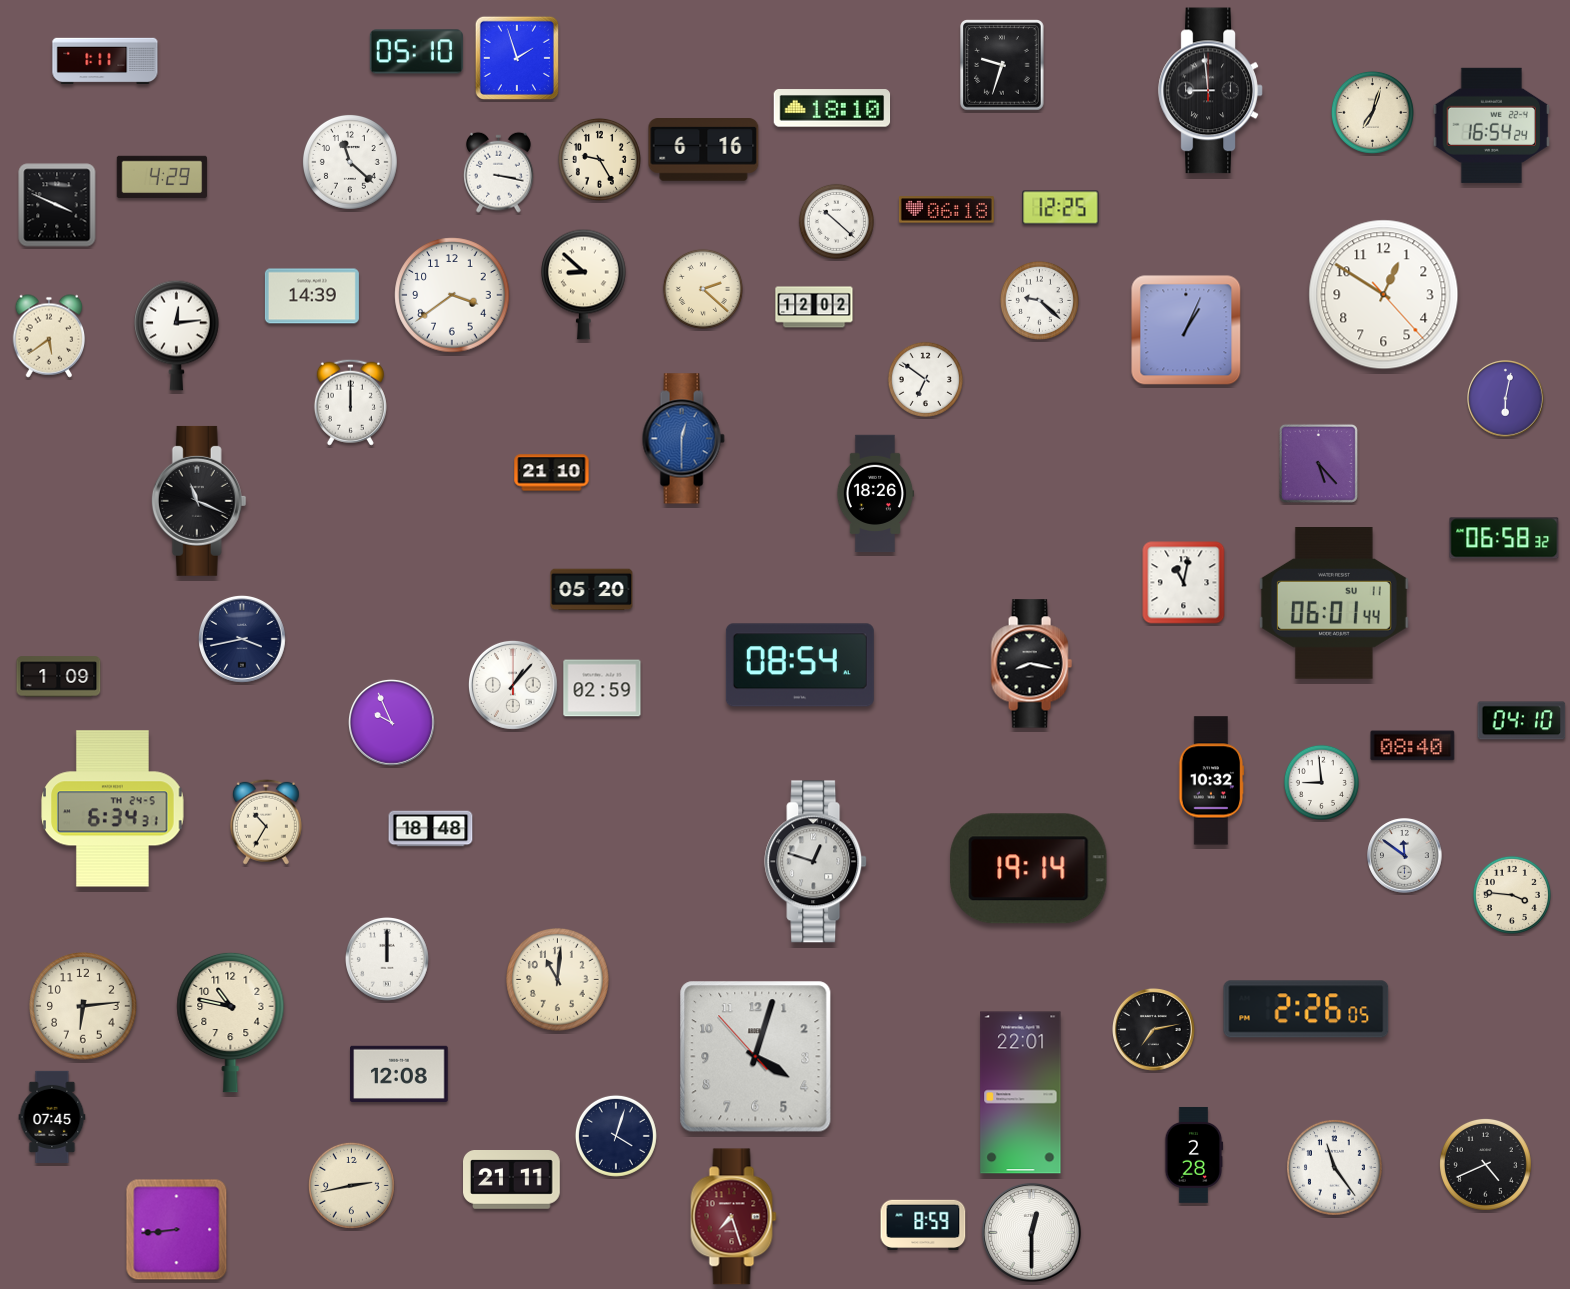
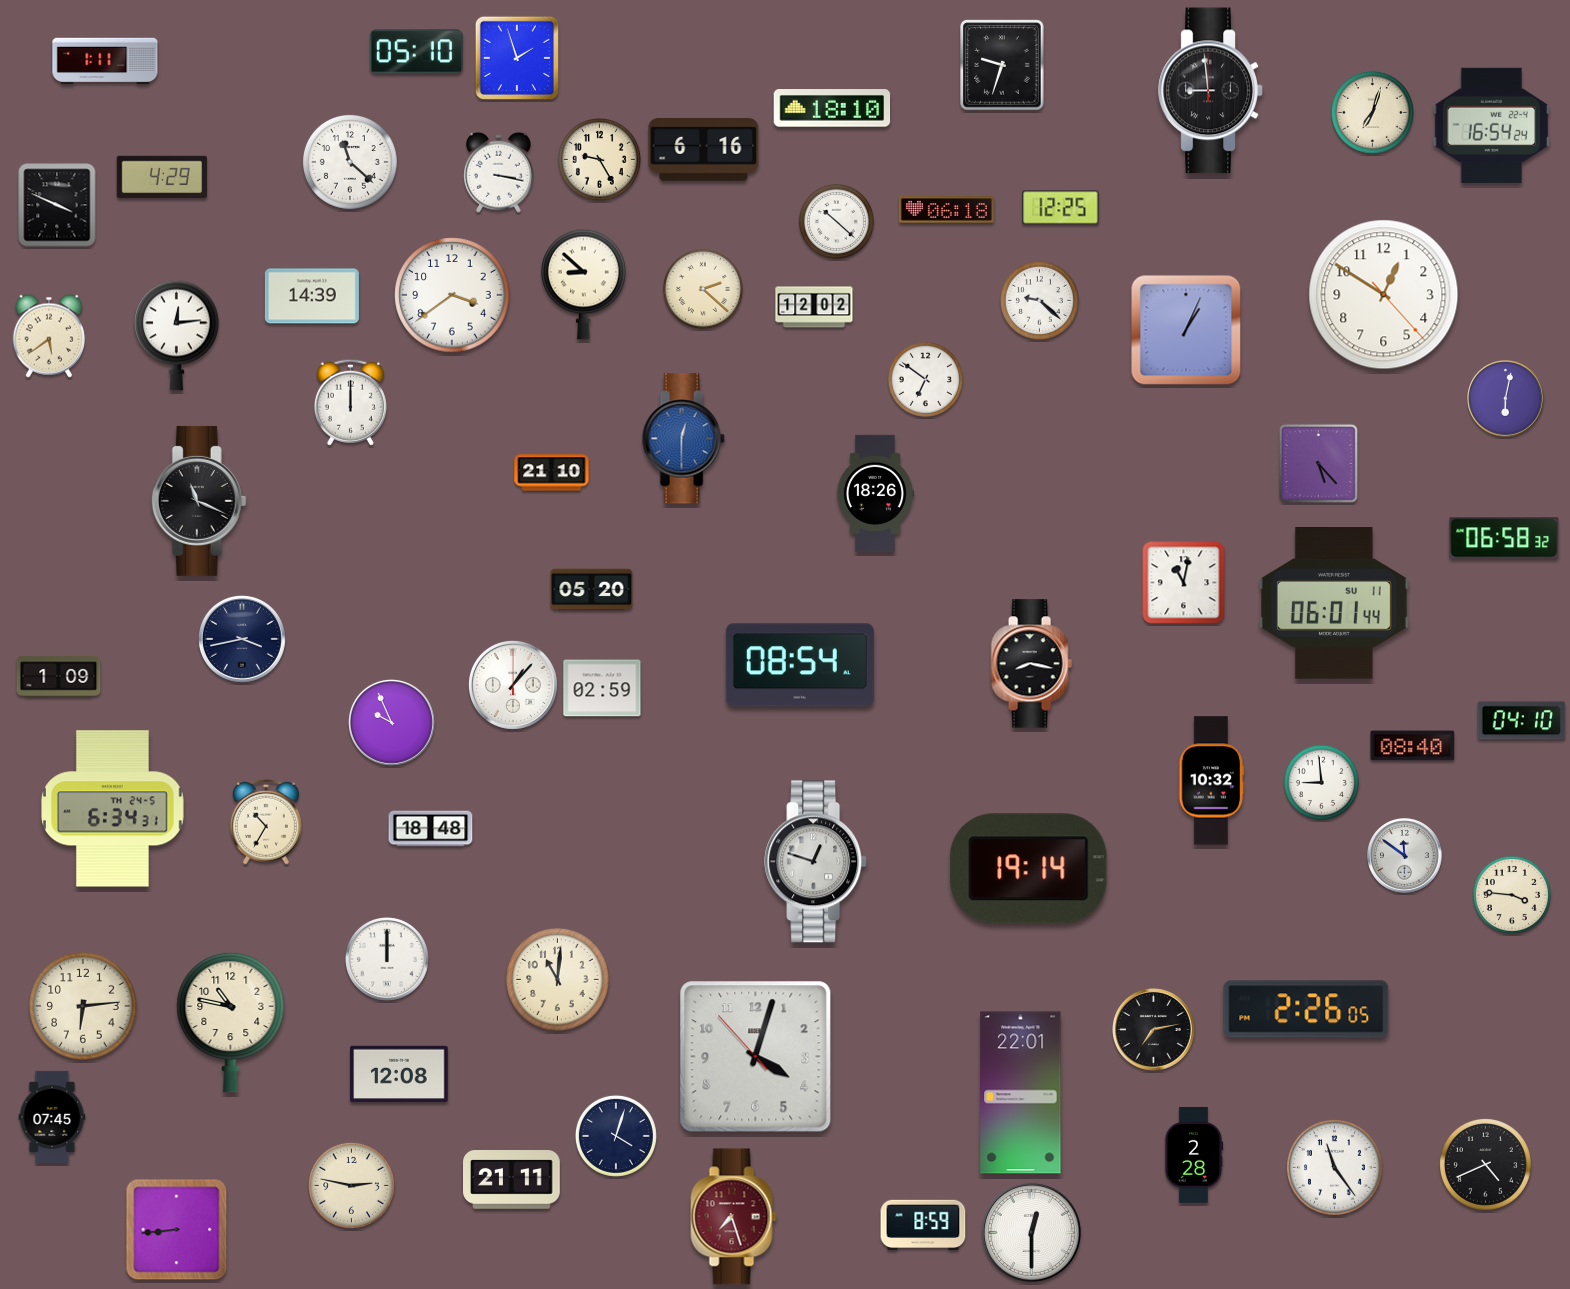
clock at (351, 1185): 2:43 -> 2:47
